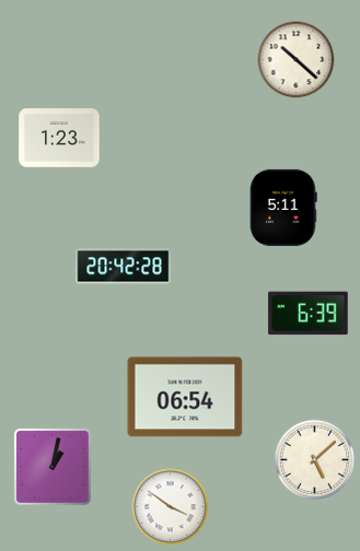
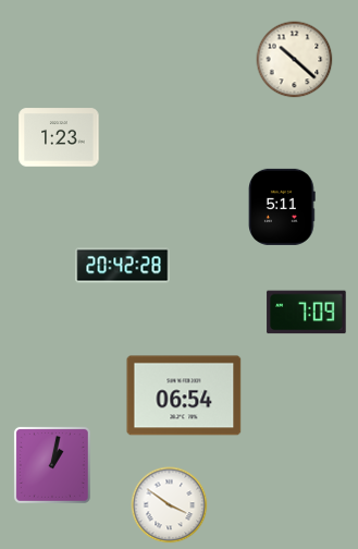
clock at (309, 314): 6:39 -> 7:09
clock at (314, 459): 5:08 -> none
